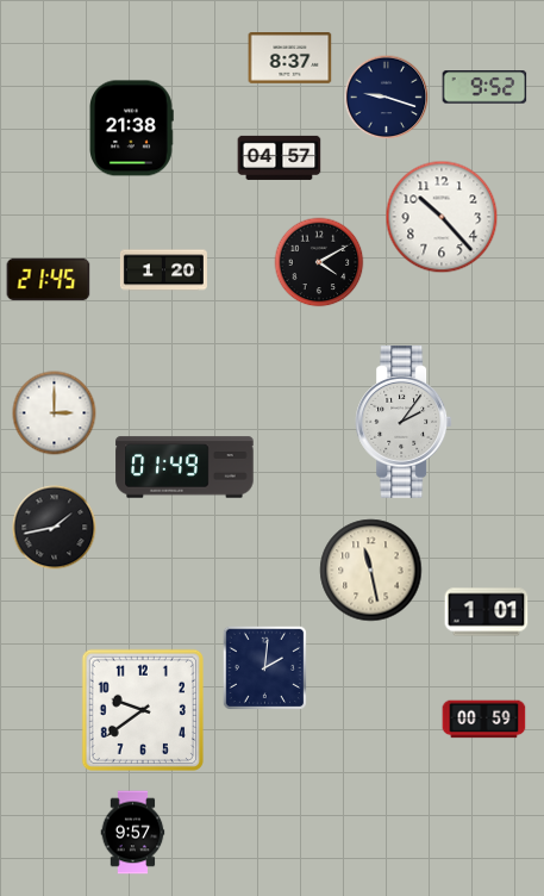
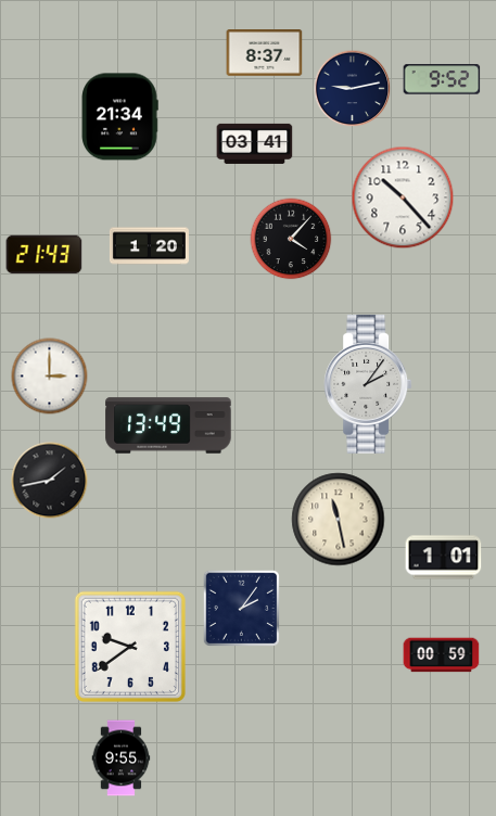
clock at (387, 98): 9:18 -> 9:13
clock at (131, 129): 21:38 -> 21:34
clock at (280, 157): 04:57 -> 03:41
clock at (319, 262): 4:10 -> 4:07
clock at (49, 280): 21:45 -> 21:43
clock at (185, 467): 01:49 -> 13:49
clock at (264, 667): 2:01 -> 2:06
clock at (133, 833): 9:57 -> 9:55
